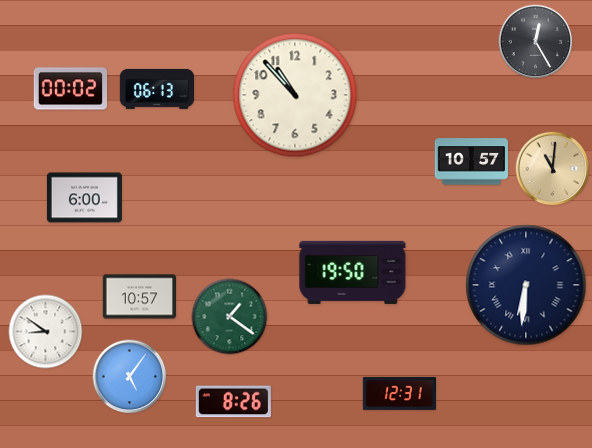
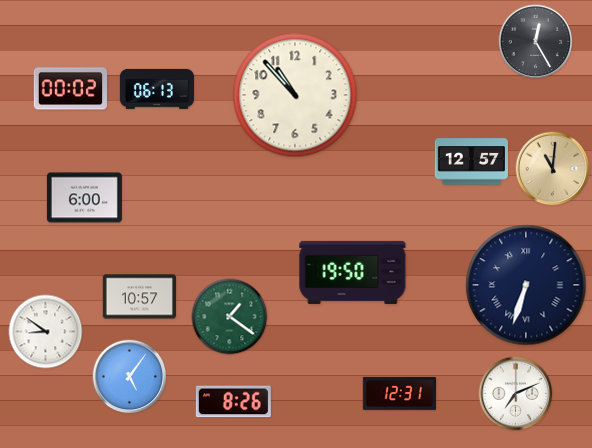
clock at (471, 162): 10:57 -> 12:57
clock at (526, 285): 6:31 -> 6:33
clock at (516, 394): none -> 7:11
